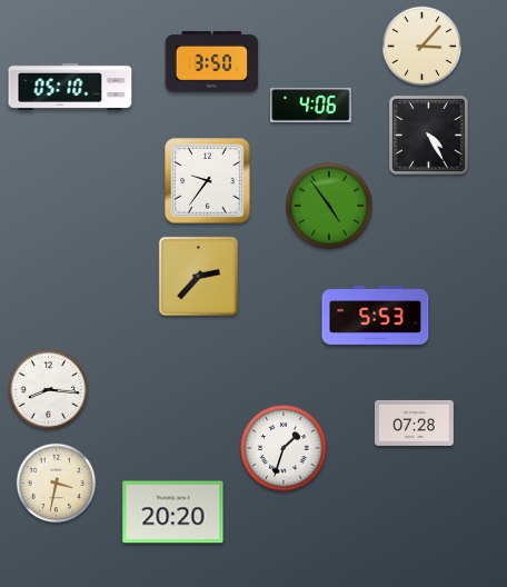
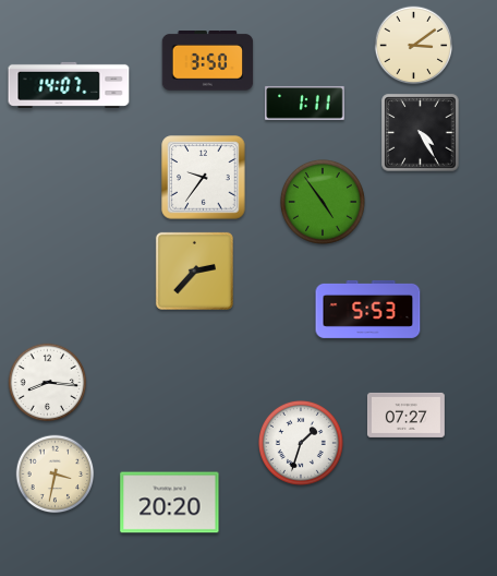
clock at (422, 47): 3:07 -> 3:09
clock at (70, 87): 05:10 -> 14:07
clock at (311, 105): 4:06 -> 1:11
clock at (414, 422): 07:28 -> 07:27
clock at (284, 448) position: (284, 448) -> (301, 443)
